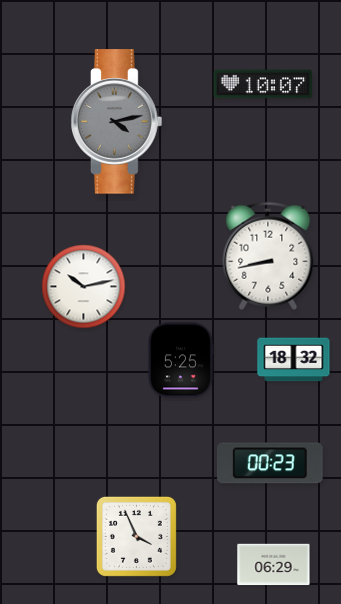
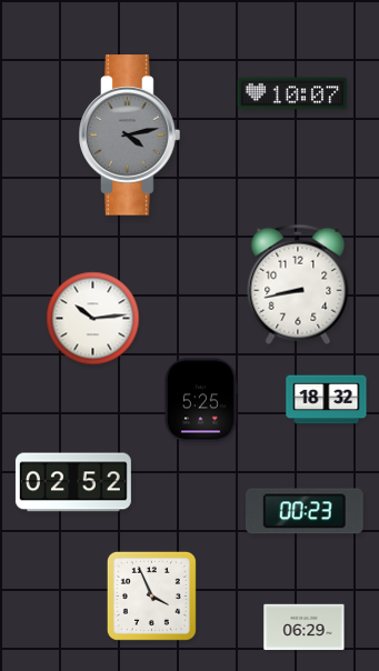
clock at (84, 287): 10:13 -> 10:14
clock at (73, 482): none -> 02:52
clock at (270, 463) position: (270, 463) -> (305, 511)
